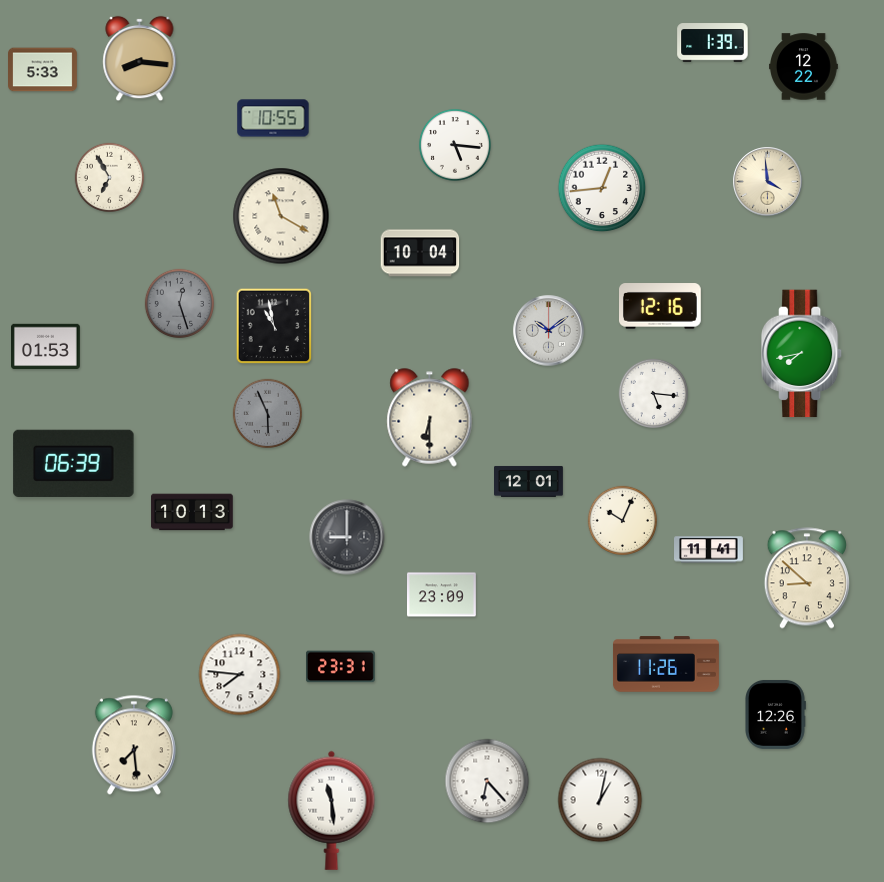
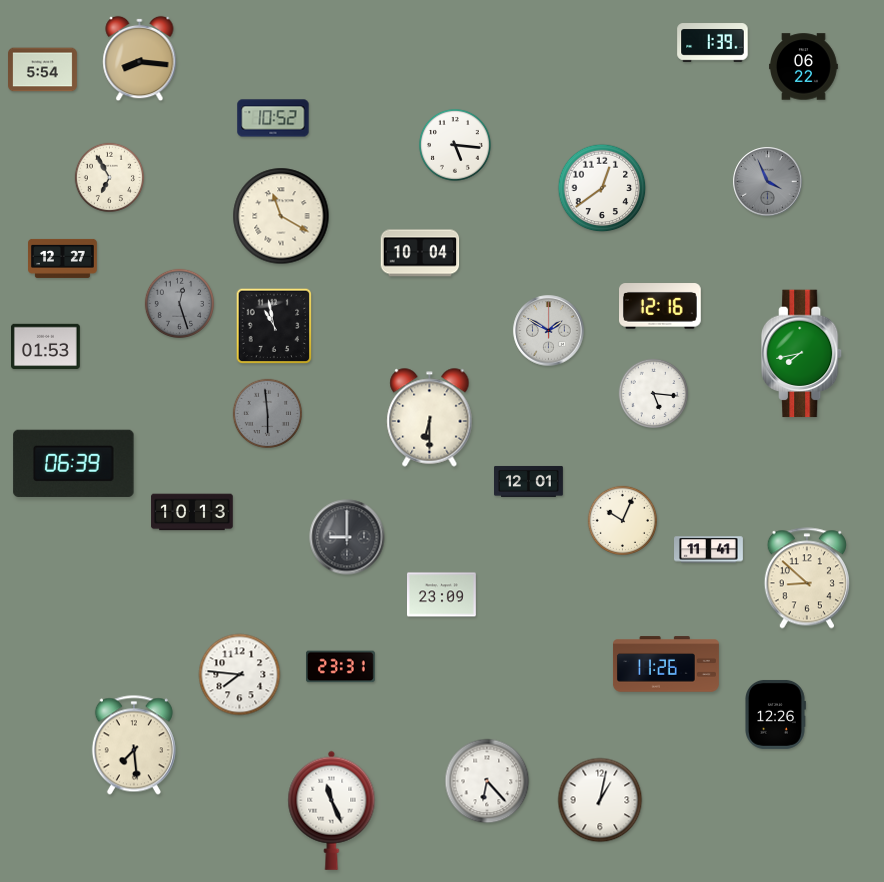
clock at (804, 67): 12:22 -> 06:22
clock at (43, 70): 5:33 -> 5:54
clock at (273, 118): 10:55 -> 10:52
clock at (768, 182): 3:59 -> 3:56
clock at (768, 182) dial: cream -> grey
clock at (602, 188): 12:44 -> 12:39
clock at (63, 258): none -> 12:27
clock at (549, 331): 10:09 -> 1:50
clock at (267, 413): 5:56 -> 5:59
clock at (332, 810): 11:29 -> 11:26
